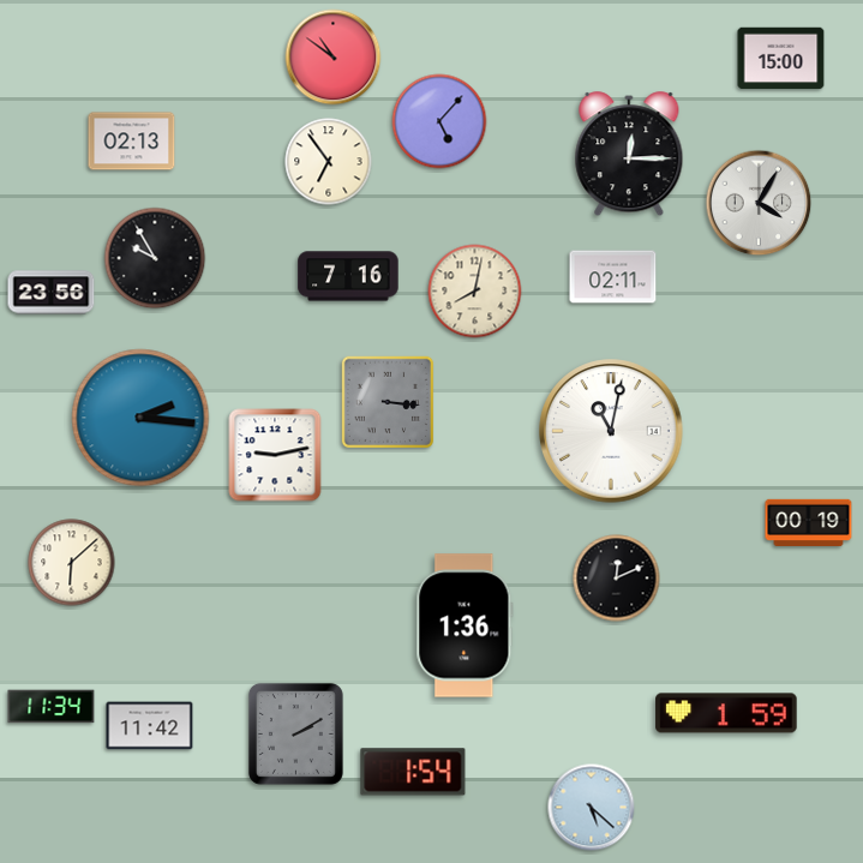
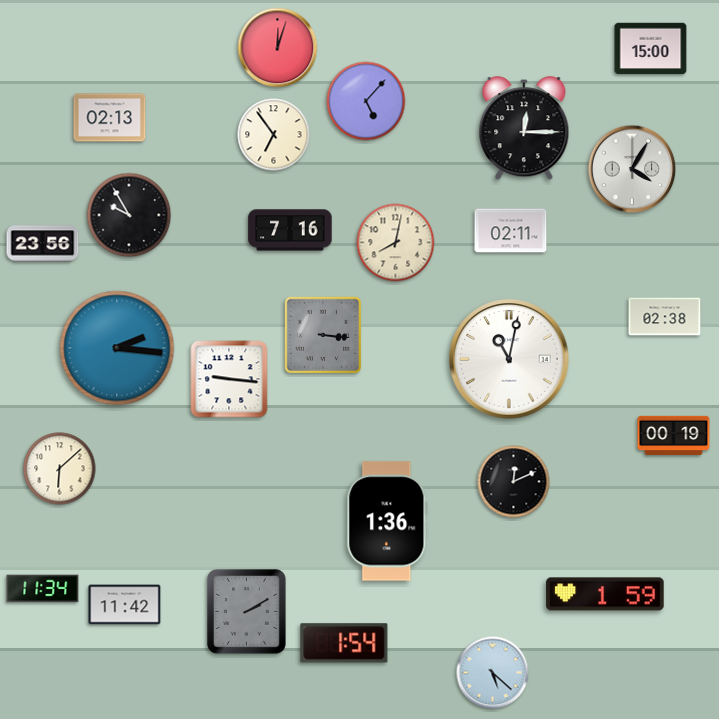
clock at (334, 58): 10:51 -> 12:03
clock at (665, 317): none -> 02:38
clock at (275, 455): 9:13 -> 9:16
